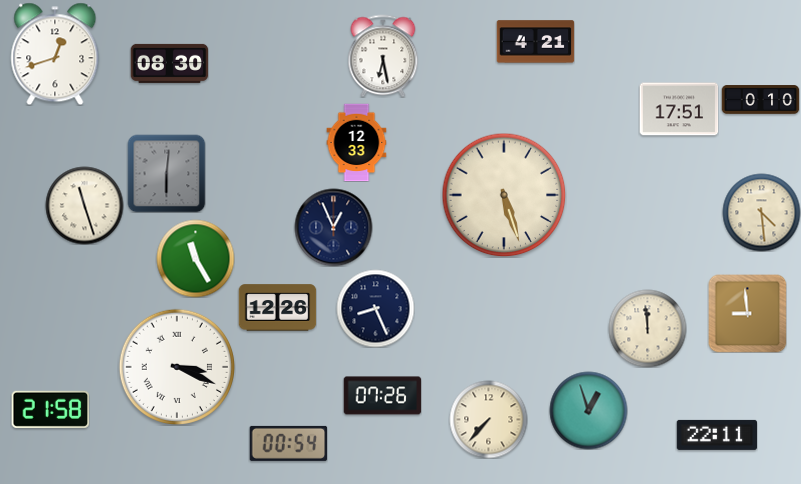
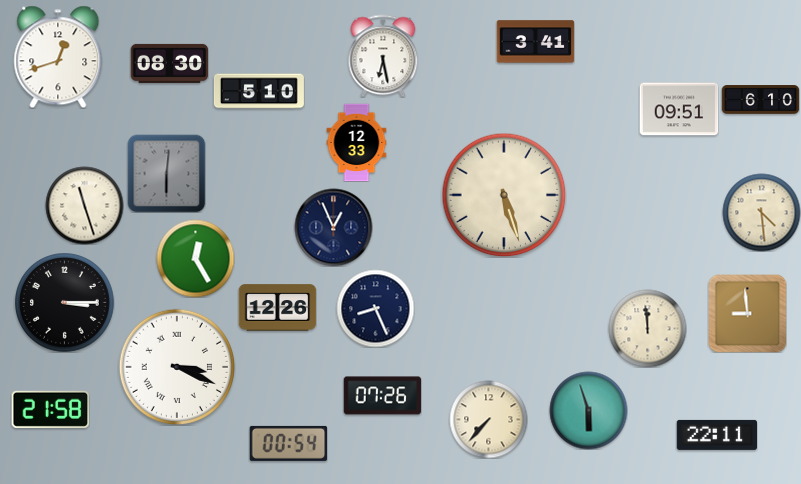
clock at (535, 42): 4:21 -> 3:41
clock at (55, 54) position: (55, 54) -> (58, 57)
clock at (259, 91): none -> 5:10
clock at (760, 100): 0:10 -> 6:10
clock at (679, 109): 17:51 -> 09:51
clock at (195, 258): 11:25 -> 12:25
clock at (65, 303): none -> 3:15
clock at (588, 410): 12:57 -> 5:57
